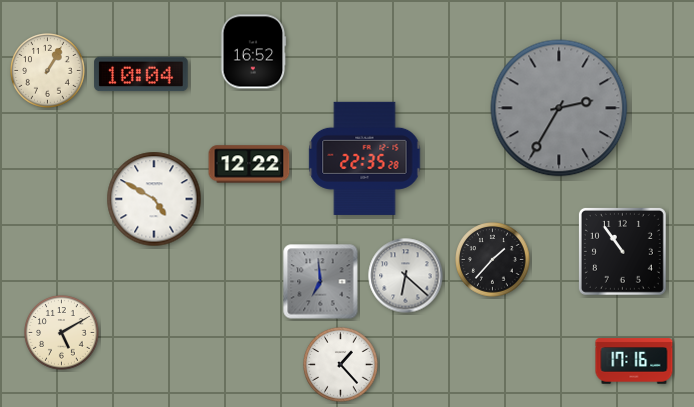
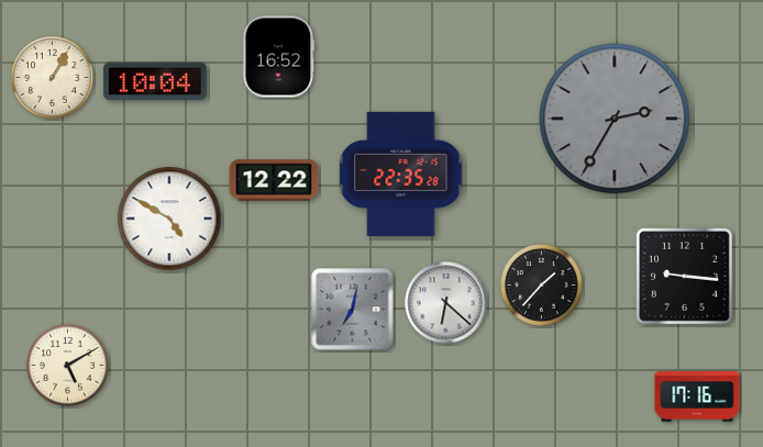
clock at (622, 251): 10:54 -> 9:16
clock at (321, 282): 6:59 -> 7:02
clock at (341, 365): 1:23 -> none
